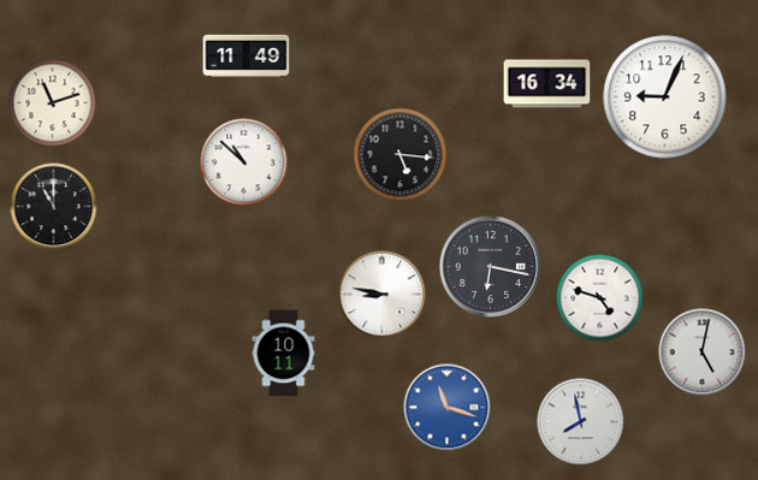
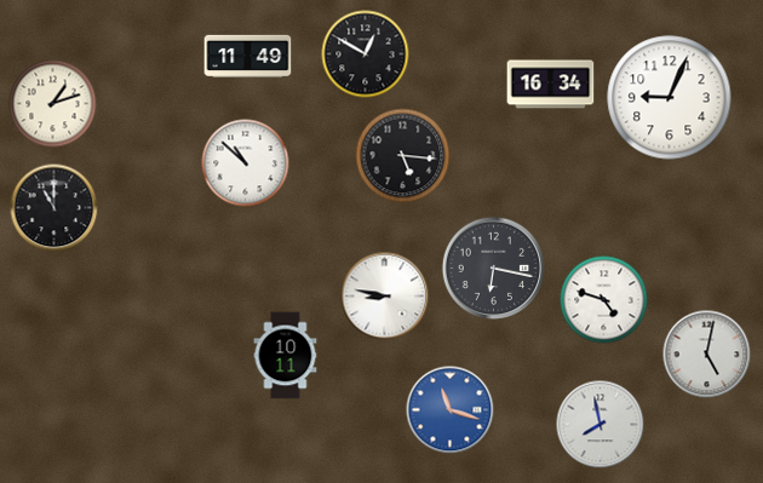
clock at (366, 54): none -> 12:50
clock at (53, 103): 11:12 -> 1:12
clock at (581, 422) position: (581, 422) -> (601, 425)
